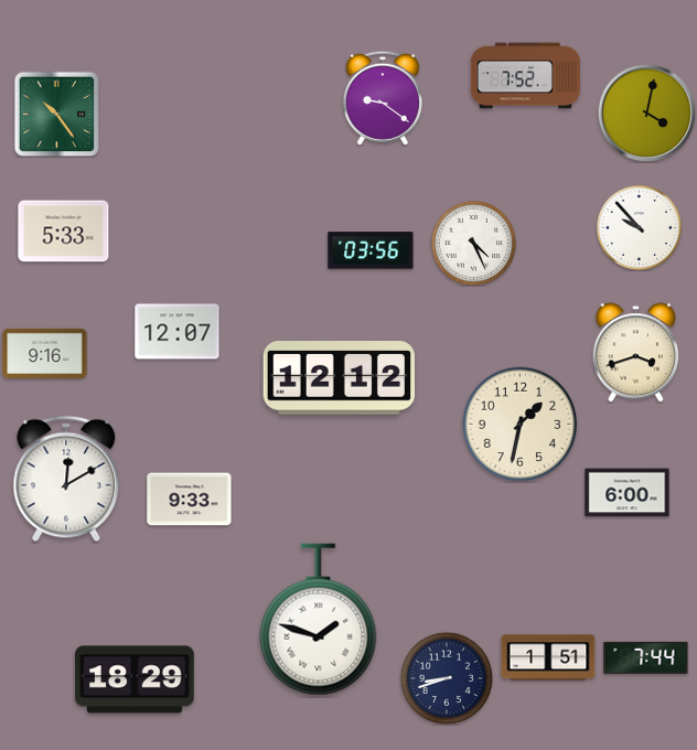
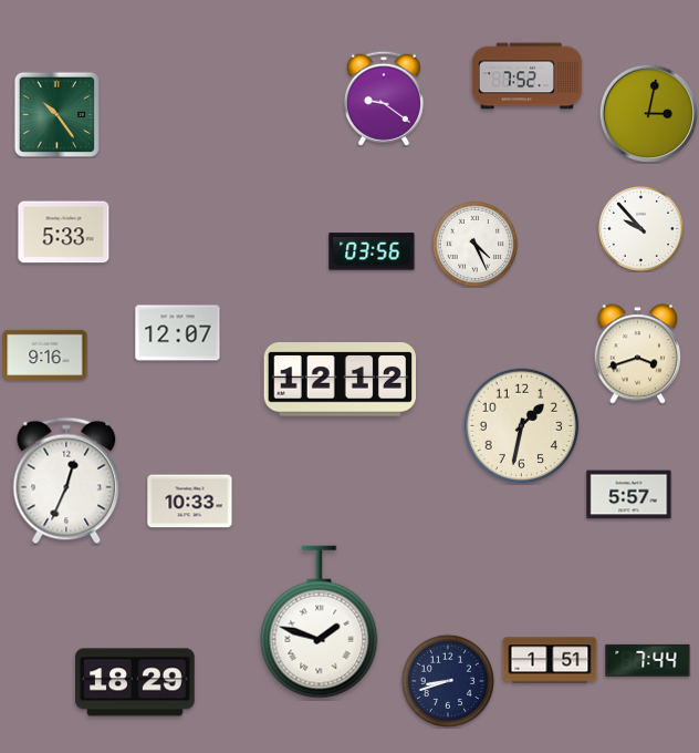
clock at (646, 113): 4:02 -> 3:02
clock at (66, 479): 12:10 -> 12:34
clock at (628, 493): 6:00 -> 5:57
clock at (190, 500): 9:33 -> 10:33
